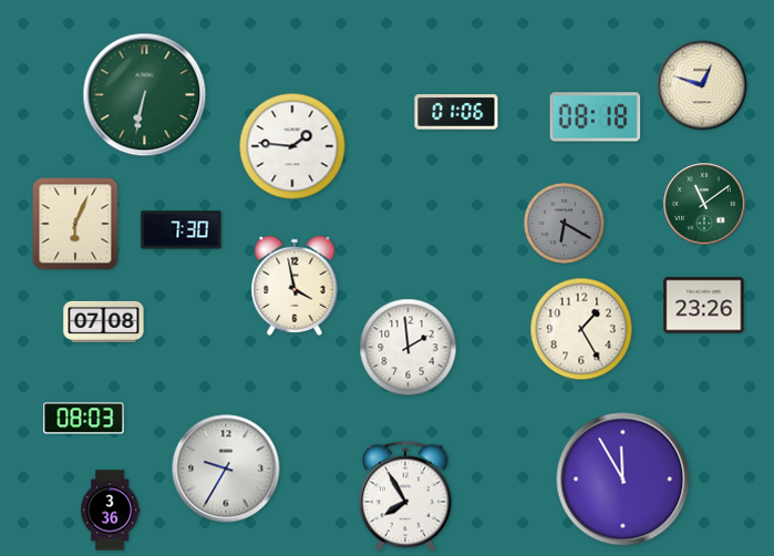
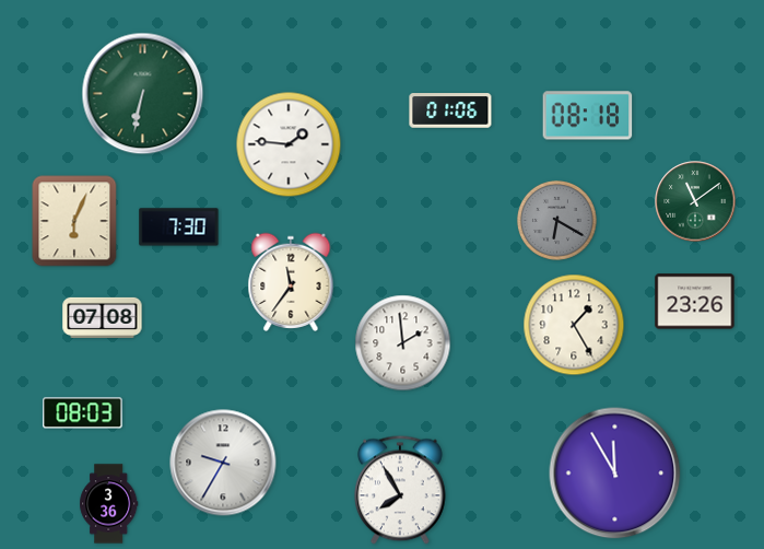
clock at (702, 85): 12:48 -> none
clock at (295, 286): 3:58 -> 11:36
